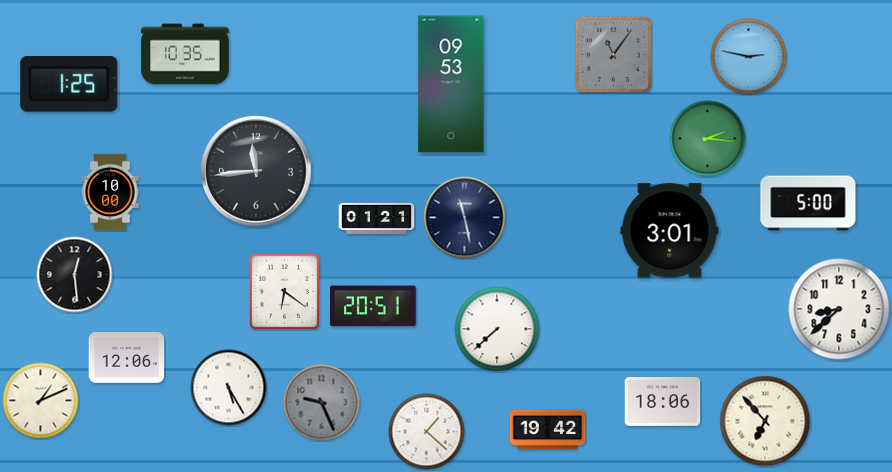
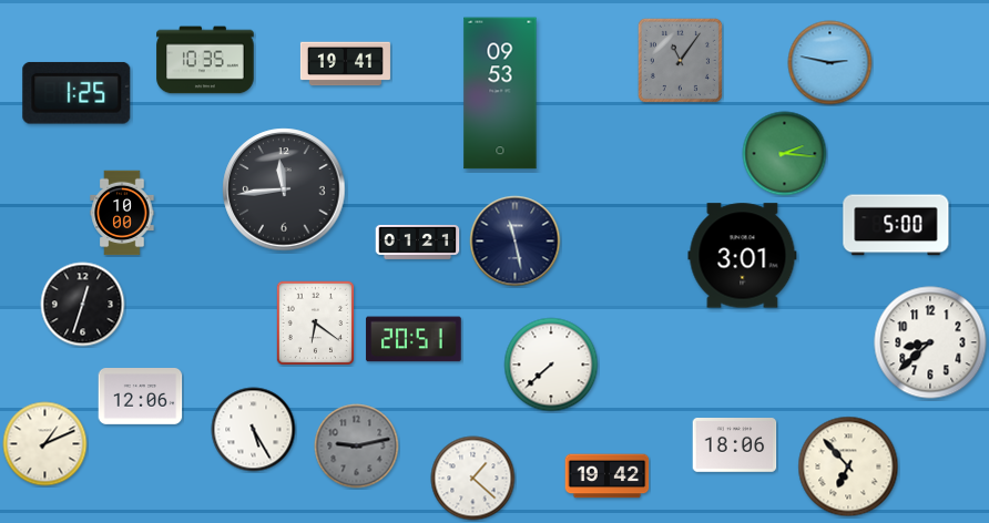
clock at (345, 64): none -> 19:41
clock at (75, 275): 12:29 -> 12:33
clock at (322, 403): 9:26 -> 9:13
